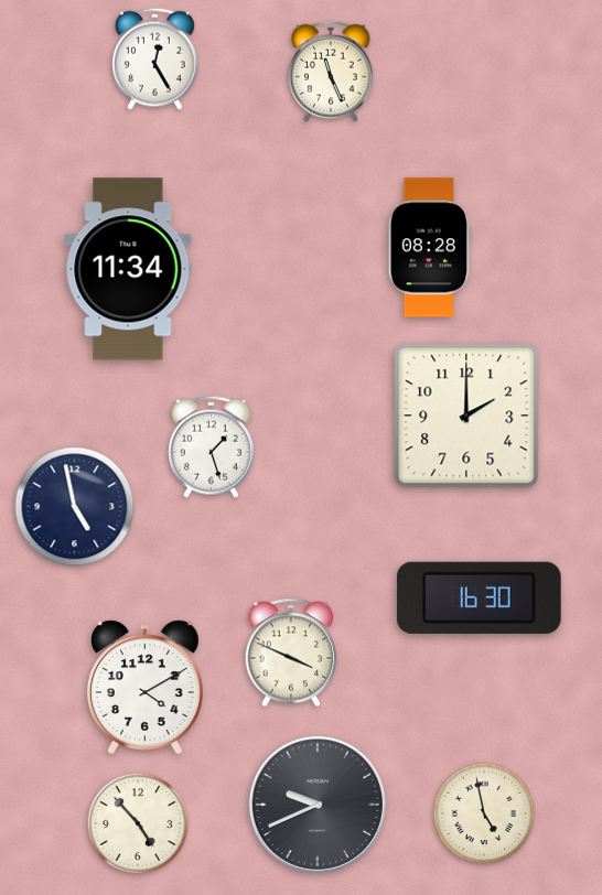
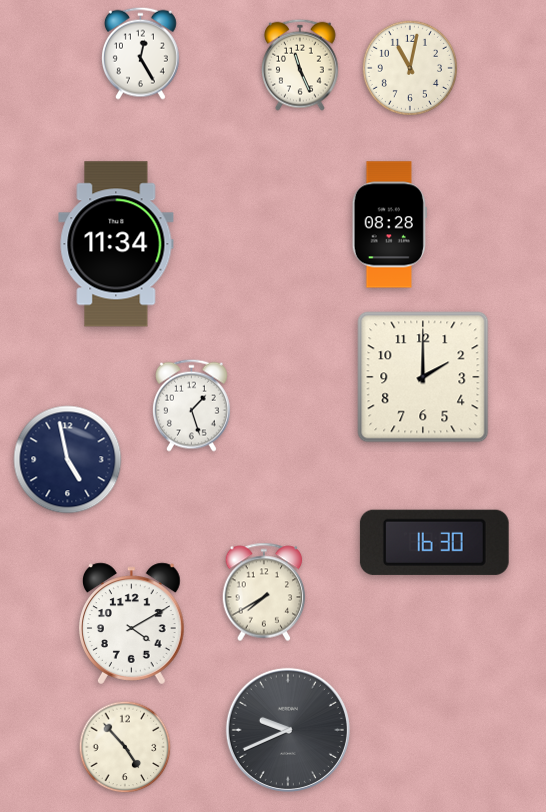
clock at (410, 68): none -> 11:02
clock at (291, 653): 3:49 -> 7:40
clock at (484, 813): 4:58 -> none
